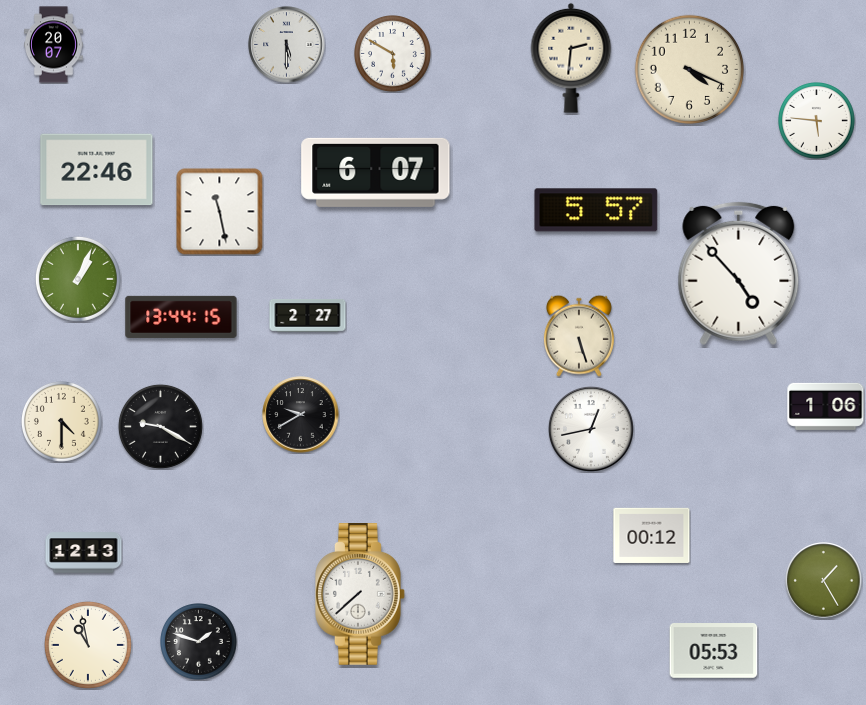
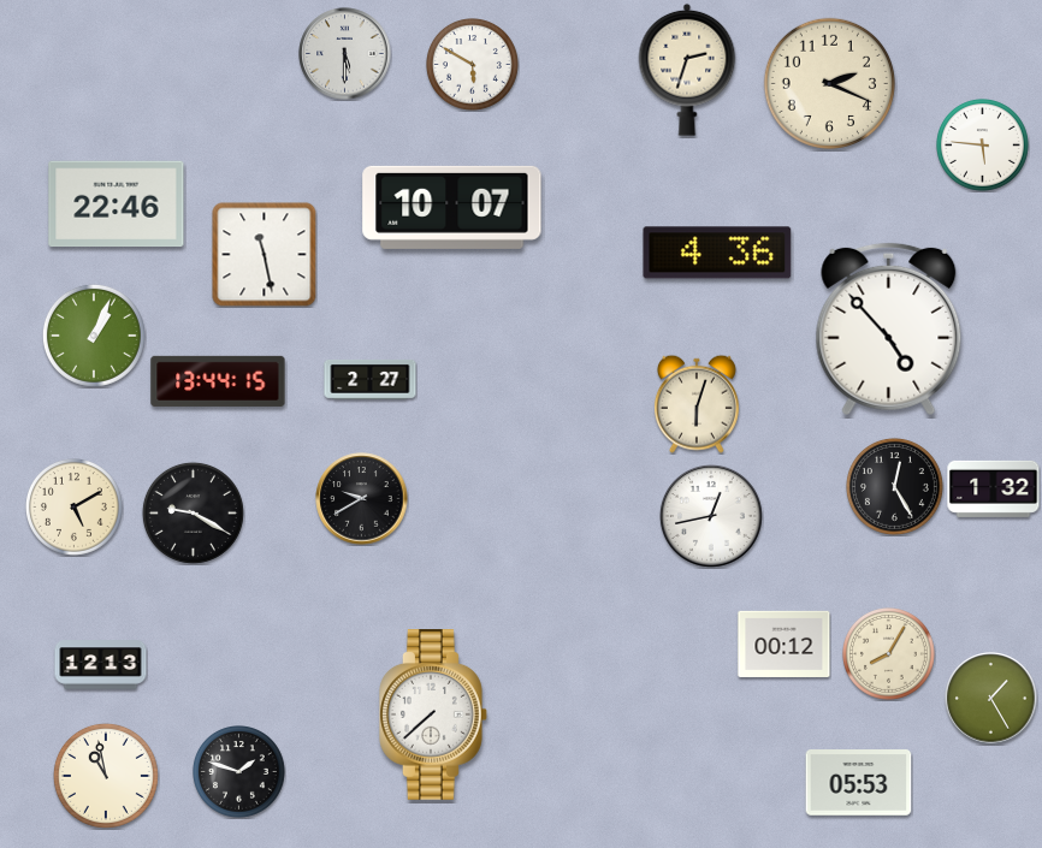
clock at (54, 45): 20:07 -> none
clock at (571, 58): 2:31 -> 2:33
clock at (689, 69): 4:19 -> 2:19
clock at (376, 172): 6:07 -> 10:07
clock at (596, 210): 5:57 -> 4:36
clock at (579, 336): 5:27 -> 6:03
clock at (894, 486): none -> 12:25
clock at (826, 406): 1:06 -> 1:32
clock at (61, 421): 4:30 -> 5:10
clock at (889, 654): none -> 8:05
